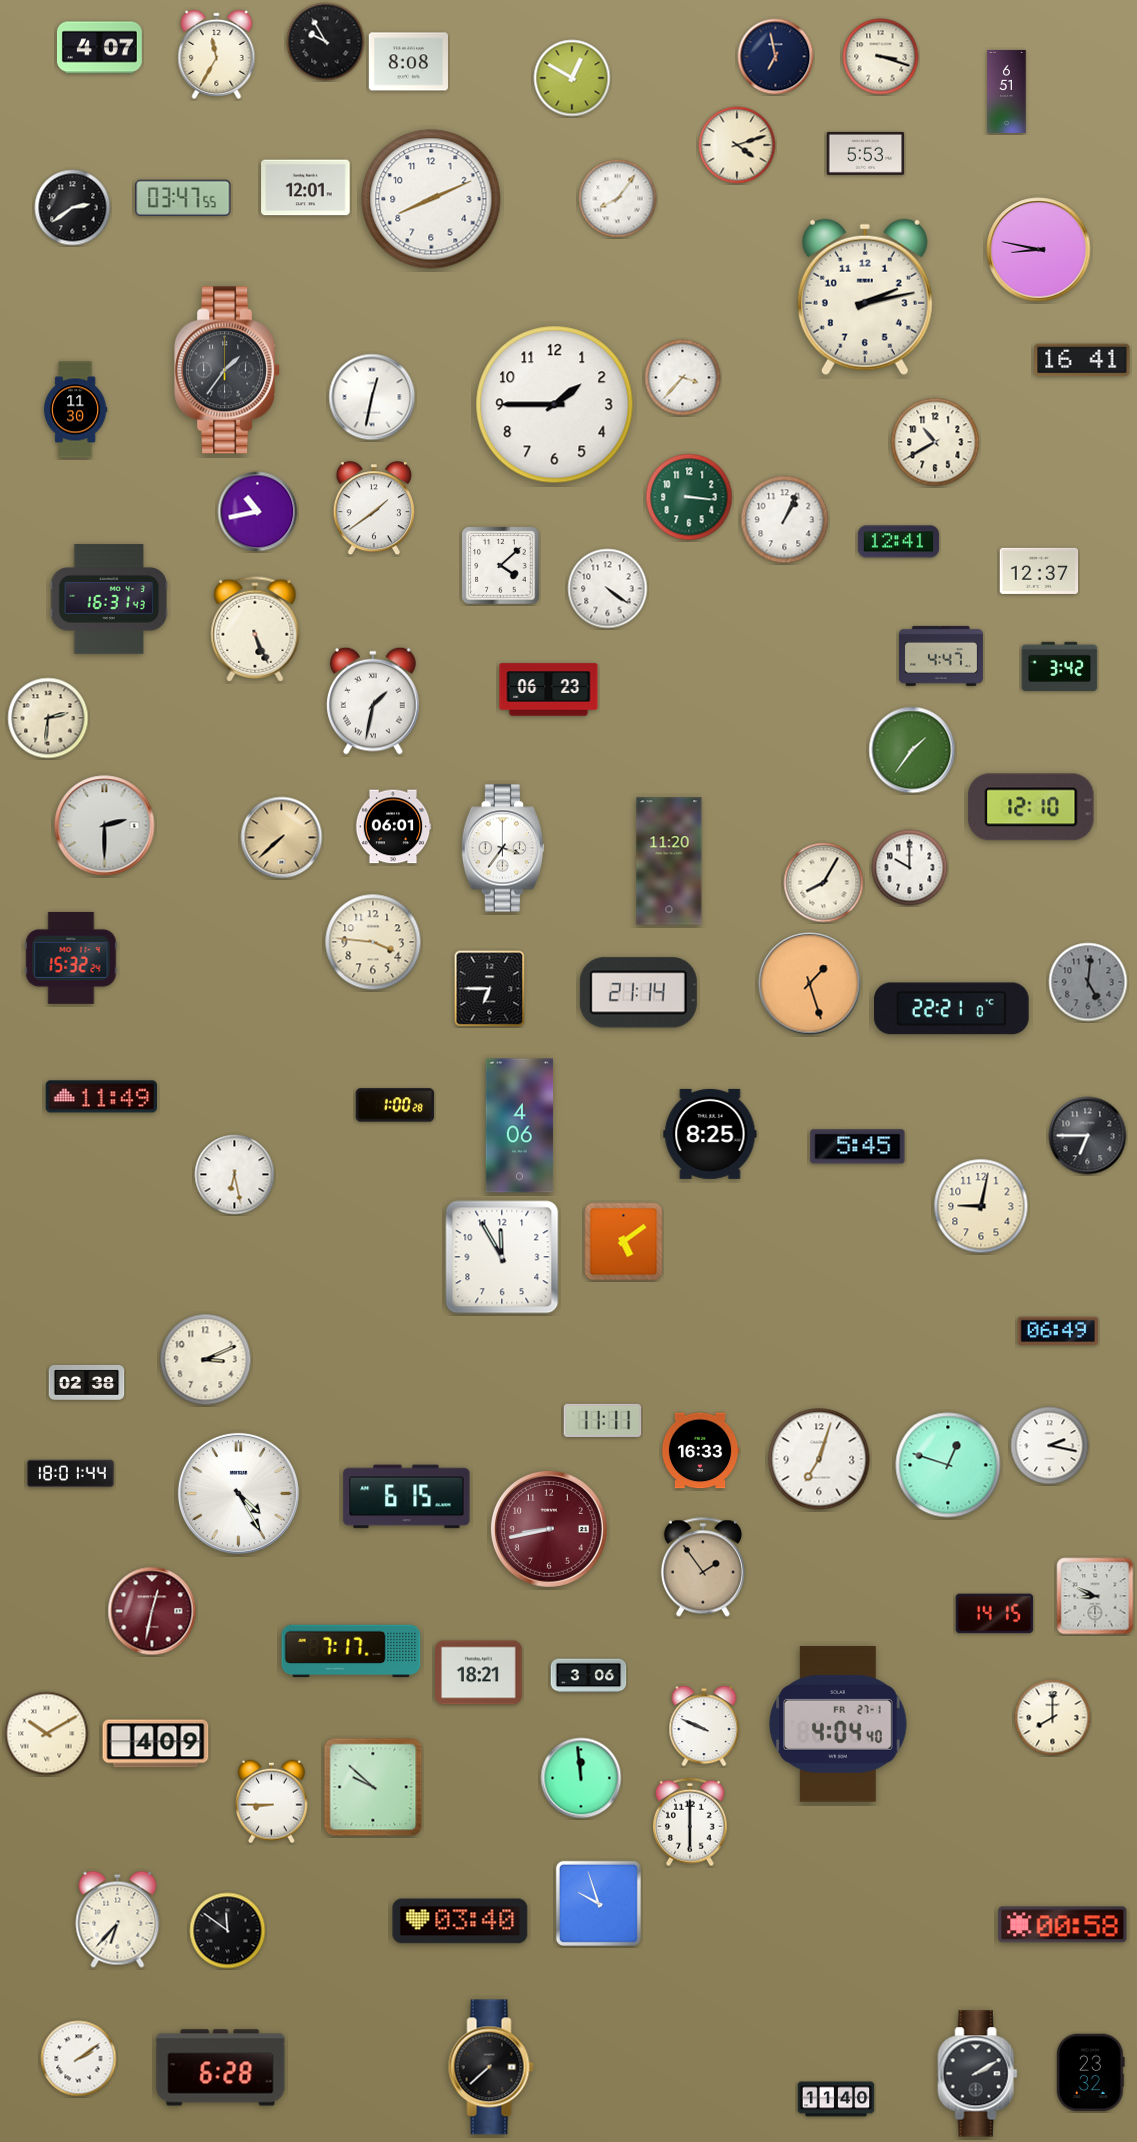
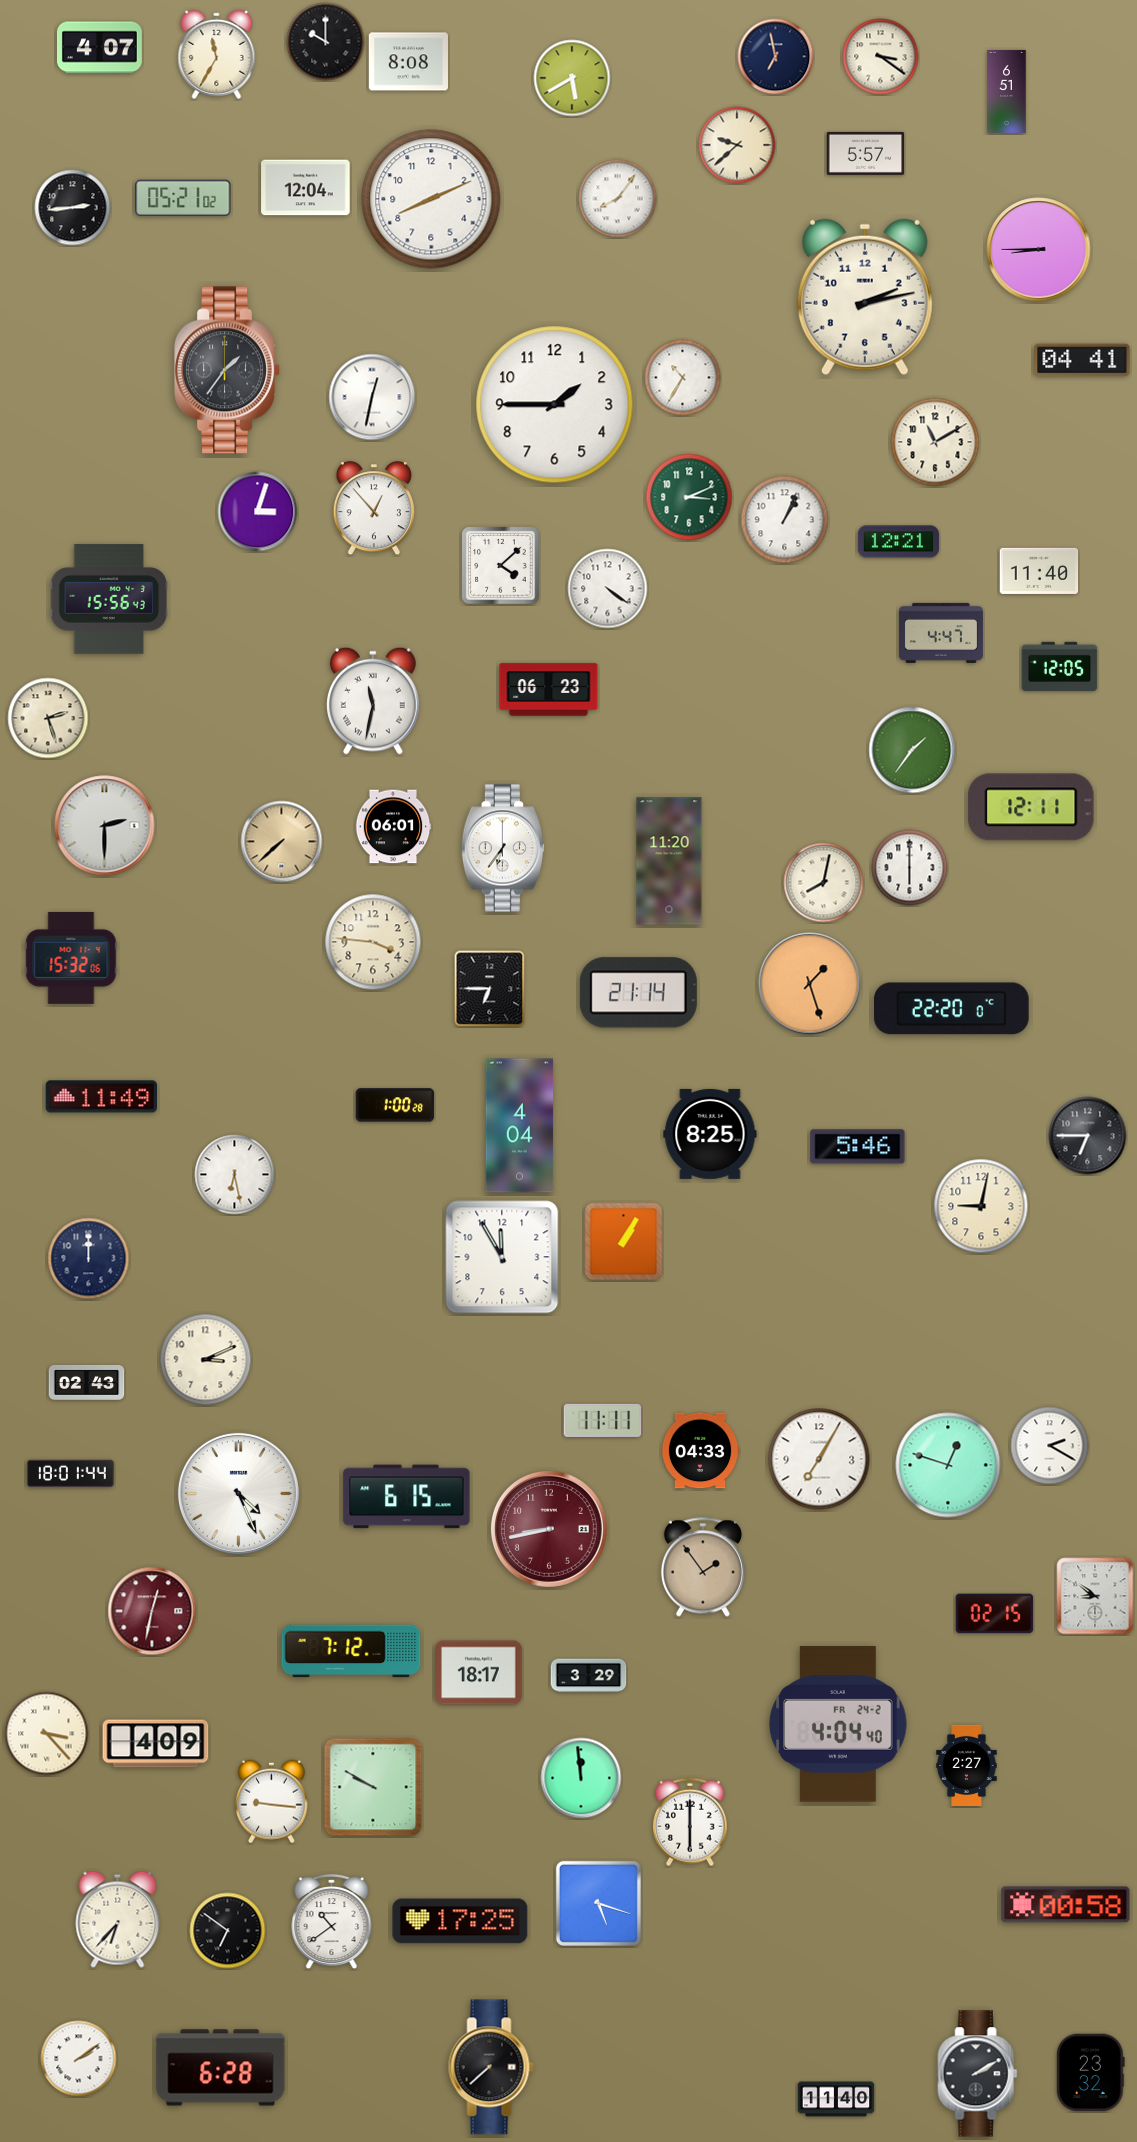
clock at (326, 42): 9:55 -> 10:00
clock at (881, 57): 3:18 -> 3:21
clock at (572, 78): 12:50 -> 5:40
clock at (737, 145): 4:12 -> 9:38
clock at (866, 153): 5:53 -> 5:57
clock at (306, 188): 12:01 -> 12:04
clock at (183, 198): 03:47 -> 05:21
clock at (73, 208): 2:39 -> 2:44
clock at (1039, 250): 8:47 -> 8:45
clock at (1082, 360): 16:41 -> 04:41
clock at (683, 378): 3:37 -> 10:35
clock at (75, 410): 11:30 -> none
clock at (935, 442): 10:40 -> 11:10
clock at (689, 497): 3:16 -> 3:11
clock at (374, 509): 1:39 -> 12:53
clock at (258, 512): 10:43 -> 3:03
clock at (898, 542): 12:41 -> 12:21
clock at (1039, 571): 12:37 -> 11:40
clock at (109, 599): 16:31 -> 15:56
clock at (255, 629): 5:26 -> none
clock at (941, 656) position: (941, 656) -> (941, 633)
clock at (1060, 666): 3:42 -> 12:05
clock at (373, 701): 1:32 -> 11:32
clock at (48, 718): 2:31 -> 2:27
clock at (1031, 807): 12:10 -> 12:11
clock at (282, 838) position: (282, 838) -> (282, 842)
clock at (503, 848): 3:36 -> 6:36
clock at (910, 868): 10:00 -> 6:00
clock at (824, 883): 8:05 -> 8:02
clock at (71, 958): 15:32:24 -> 15:32:06
clock at (1088, 982): 5:01 -> none
clock at (952, 1009): 22:21 -> 22:20
clock at (520, 1126): 4:06 -> 4:04
clock at (858, 1147): 5:45 -> 5:46
clock at (624, 1242): 5:09 -> 1:05
clock at (89, 1259): none -> 12:00
clock at (1058, 1331): 06:49 -> none
clock at (87, 1382): 02:38 -> 02:43
clock at (1050, 1446): 2:17 -> 2:20
clock at (700, 1451): 16:33 -> 04:33
clock at (819, 1459): 7:03 -> 7:05
clock at (238, 1493): 4:25 -> 4:26
clock at (1095, 1596): 8:49 -> 8:51
clock at (995, 1614): 14:15 -> 02:15
clock at (351, 1651): 7:17 -> 7:12
clock at (479, 1673): 18:21 -> 18:17
clock at (589, 1676): 3:06 -> 3:29
clock at (1053, 1718): 8:00 -> none
clock at (838, 1724) date: FR 27-1 -> FR 24-2
clock at (704, 1726): 9:49 -> none
clock at (47, 1734): 10:10 -> 3:23
clock at (967, 1765): none -> 2:27
clock at (373, 1787): 9:52 -> 9:50
clock at (272, 1802): 8:45 -> 9:16
clock at (598, 1903): 9:57 -> 5:18
clock at (460, 1921): 03:40 -> 17:25
clock at (332, 1923): none -> 10:39
clock at (1063, 1925) position: (1063, 1925) -> (1066, 1905)
clock at (228, 1931): 11:51 -> 6:51
